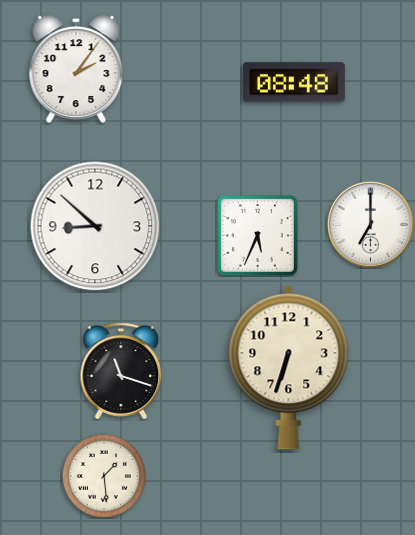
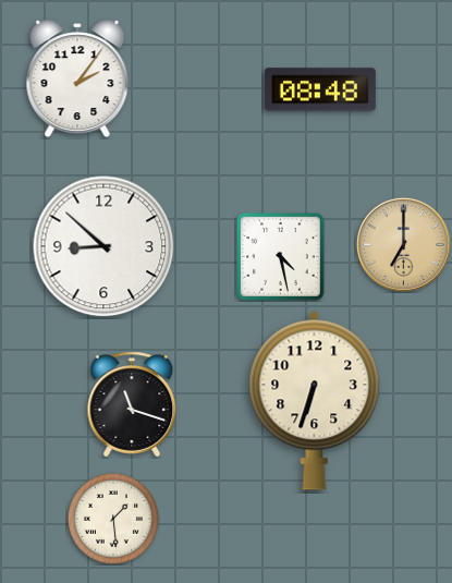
clock at (76, 69) position: (76, 69) -> (77, 78)
clock at (370, 224) dial: white -> champagne
clock at (258, 236): 5:34 -> 4:28
